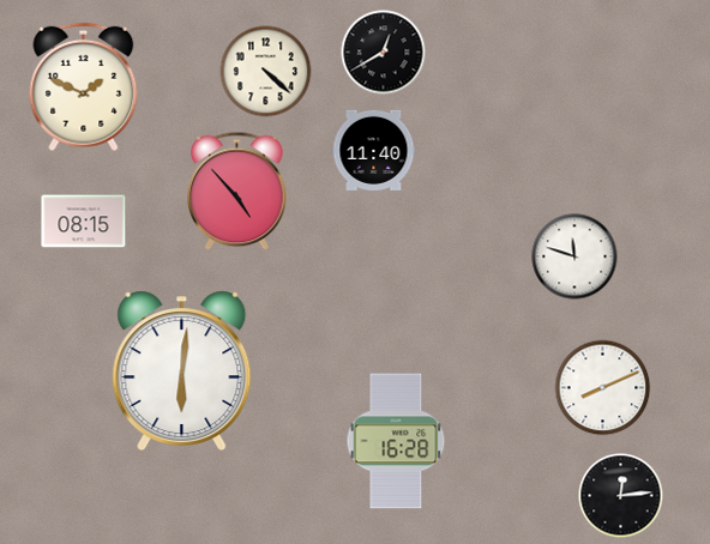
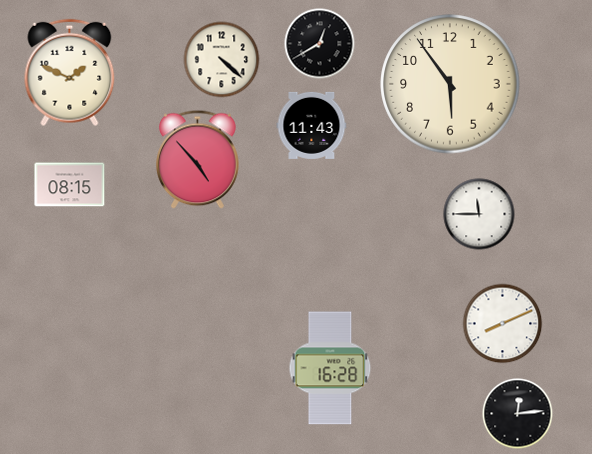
clock at (450, 84): none -> 5:54
clock at (374, 150): 11:40 -> 11:43
clock at (574, 256): 11:48 -> 11:45
clock at (182, 370): 6:01 -> none
